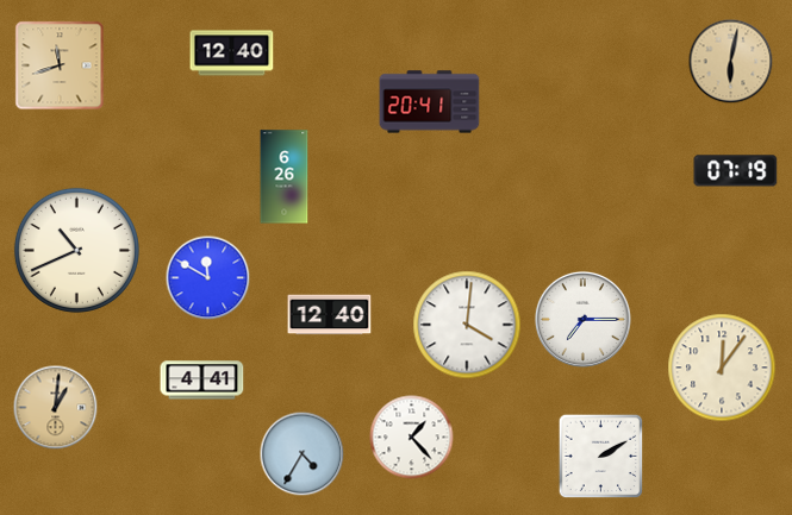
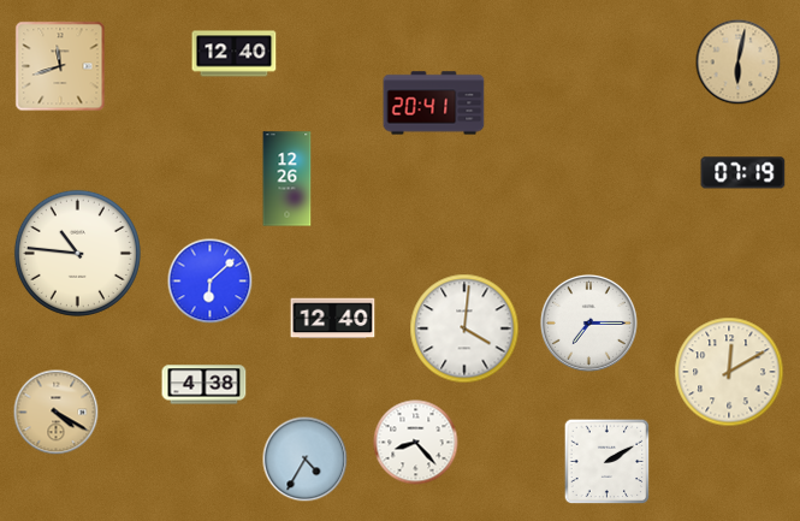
clock at (285, 177): 6:26 -> 12:26
clock at (76, 250): 10:41 -> 10:46
clock at (208, 278): 11:50 -> 6:08
clock at (467, 325) position: (467, 325) -> (464, 328)
clock at (722, 368): 12:06 -> 12:10
clock at (202, 381): 4:41 -> 4:38
clock at (56, 408): 1:01 -> 4:20
clock at (412, 438): 1:23 -> 8:23
